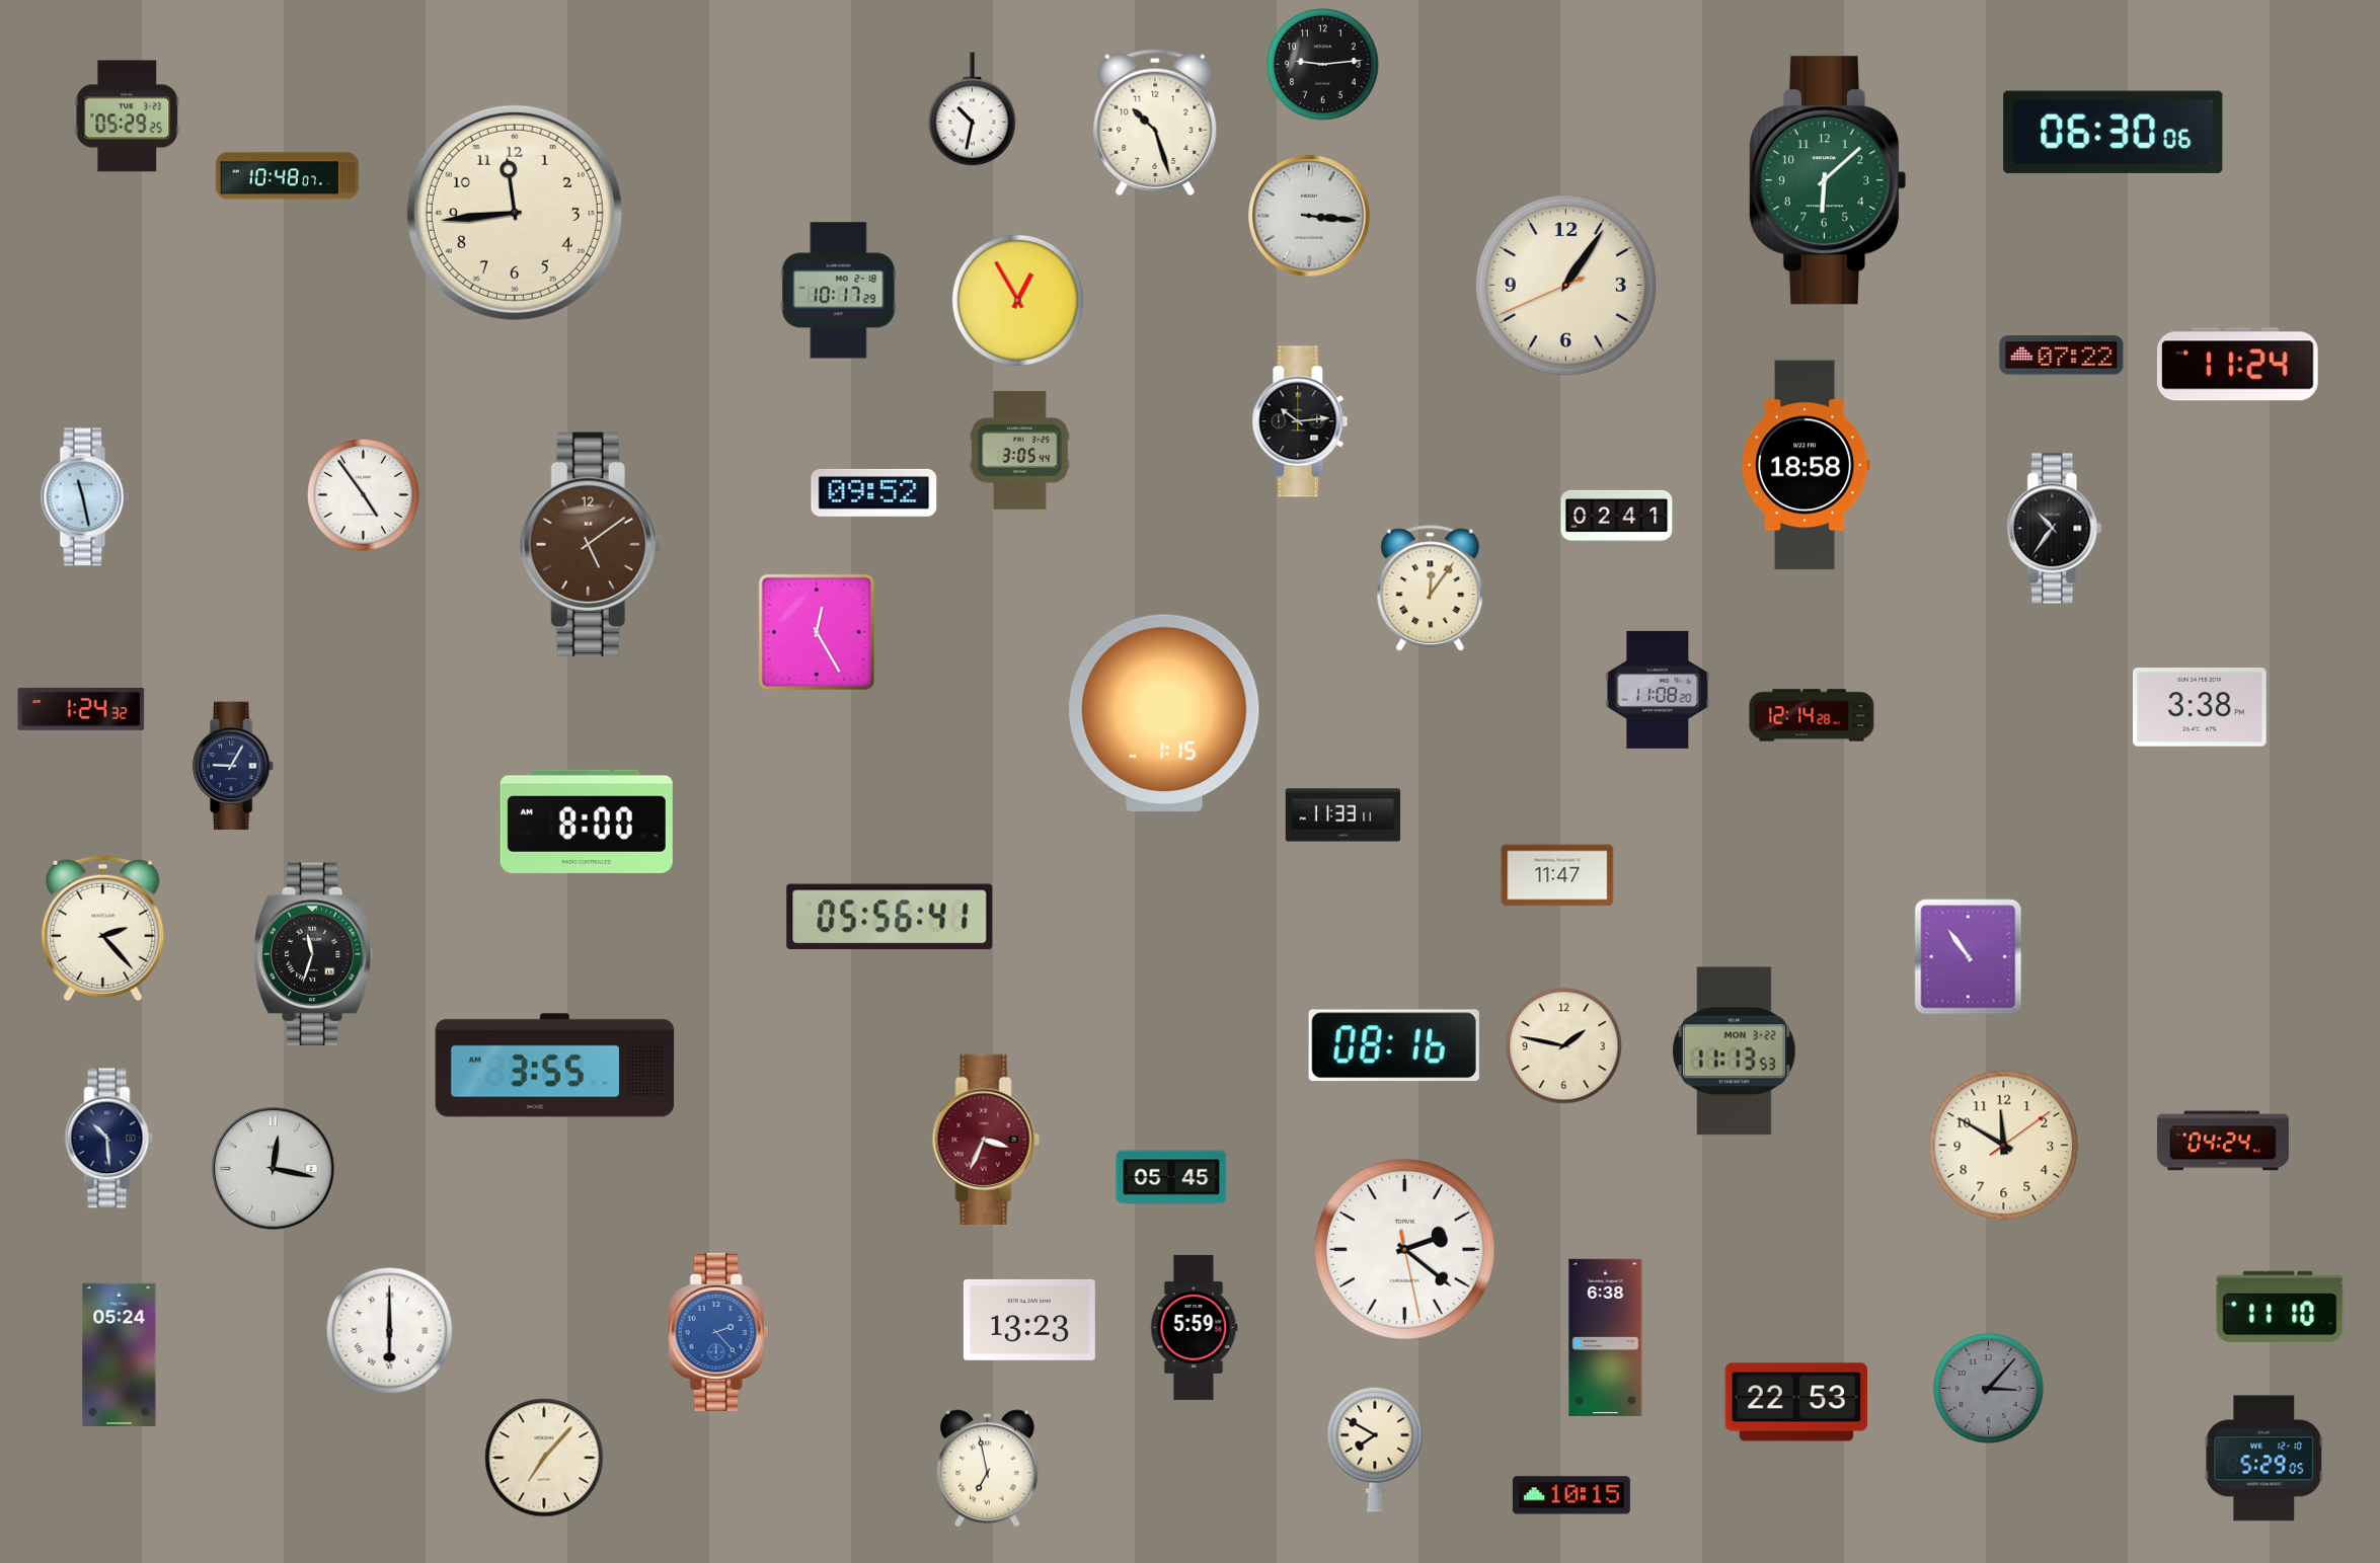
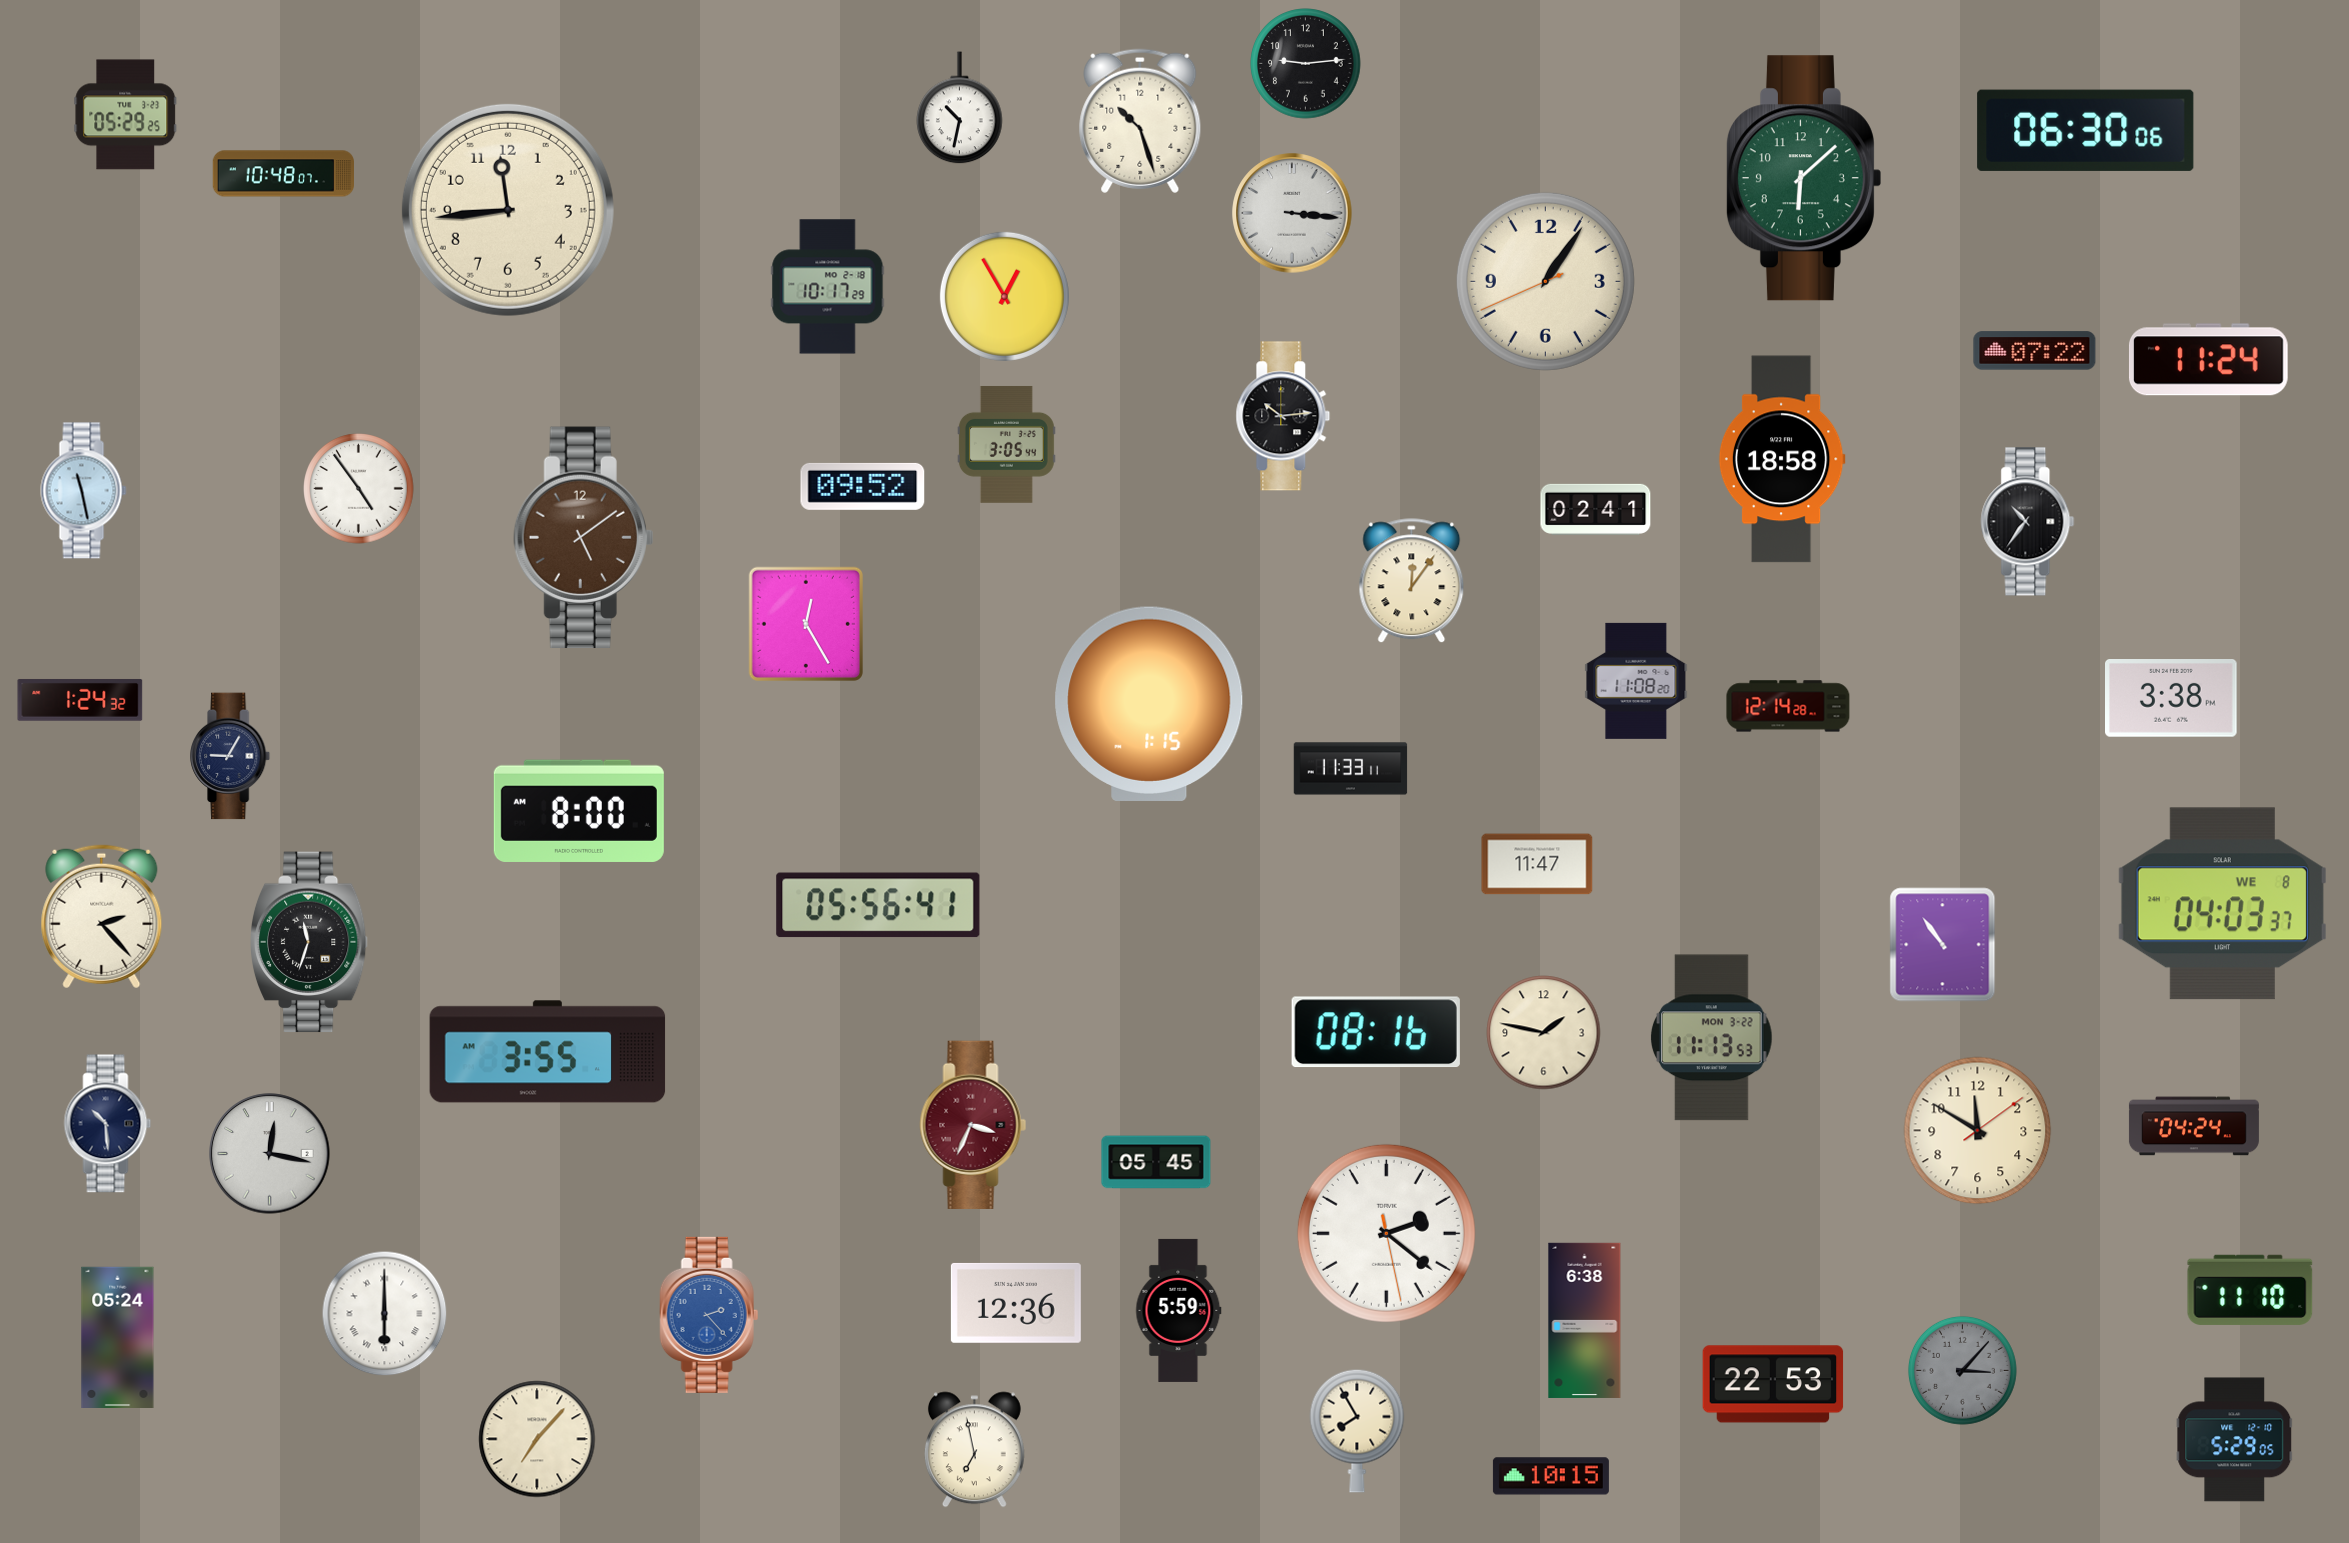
clock at (1343, 815) position: (1343, 815) -> (1351, 769)
clock at (2222, 904): none -> 04:03
clock at (1029, 1320): 13:23 -> 12:36
clock at (1375, 1450): 7:50 -> 7:55
